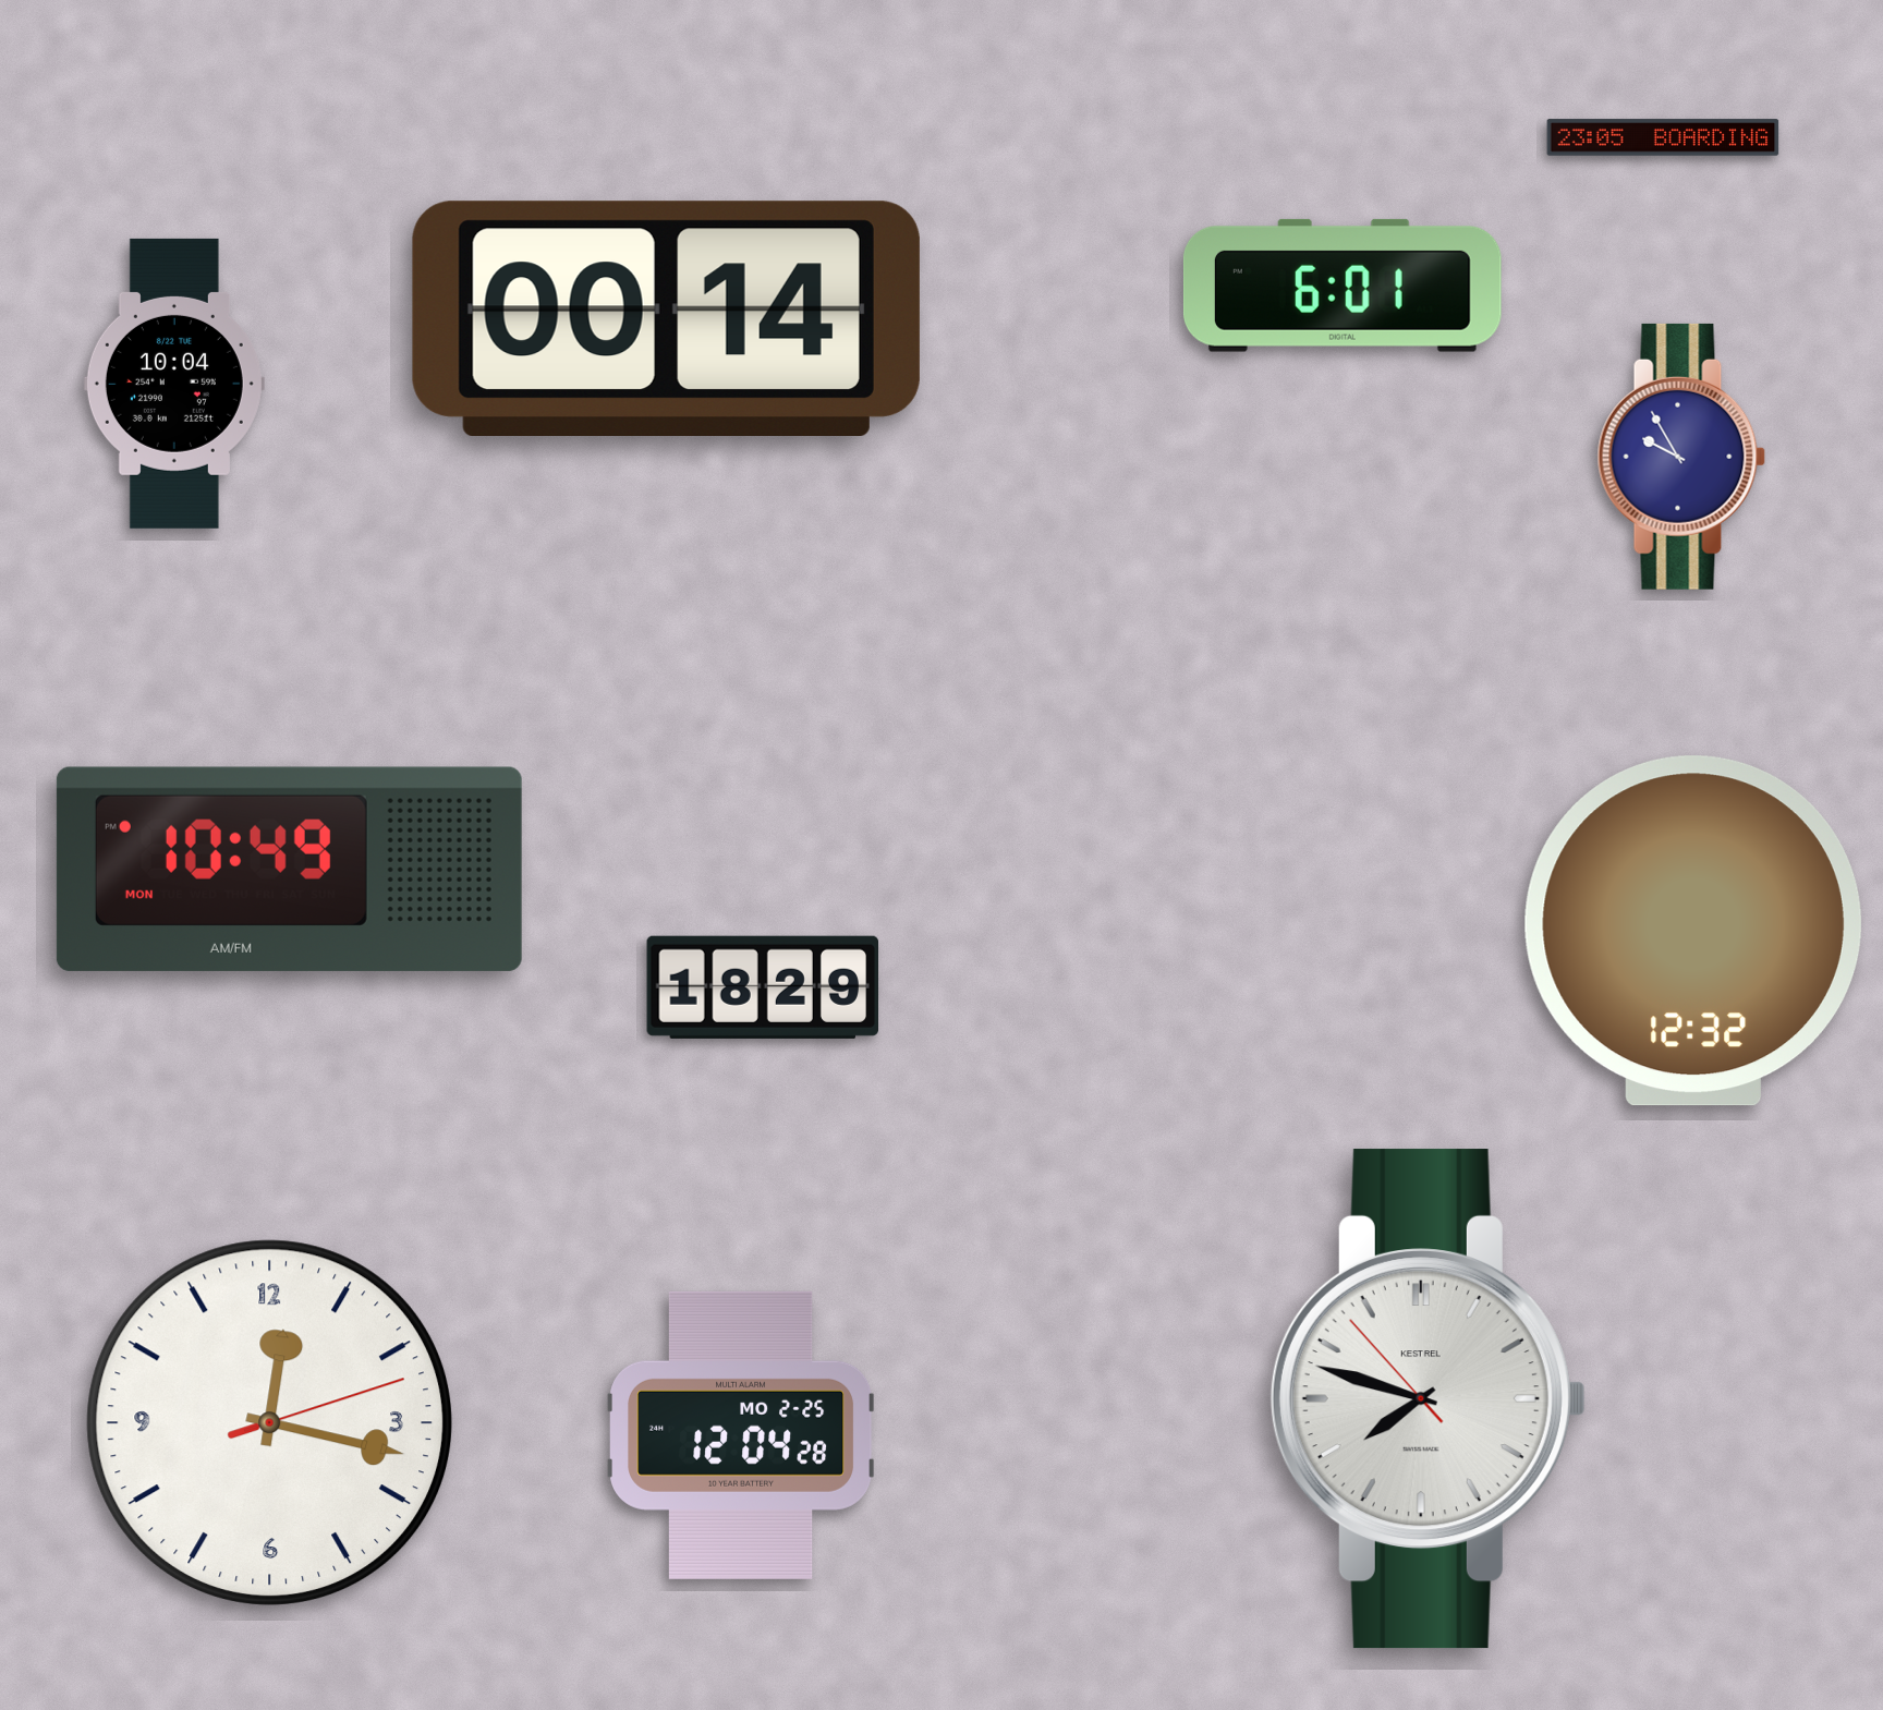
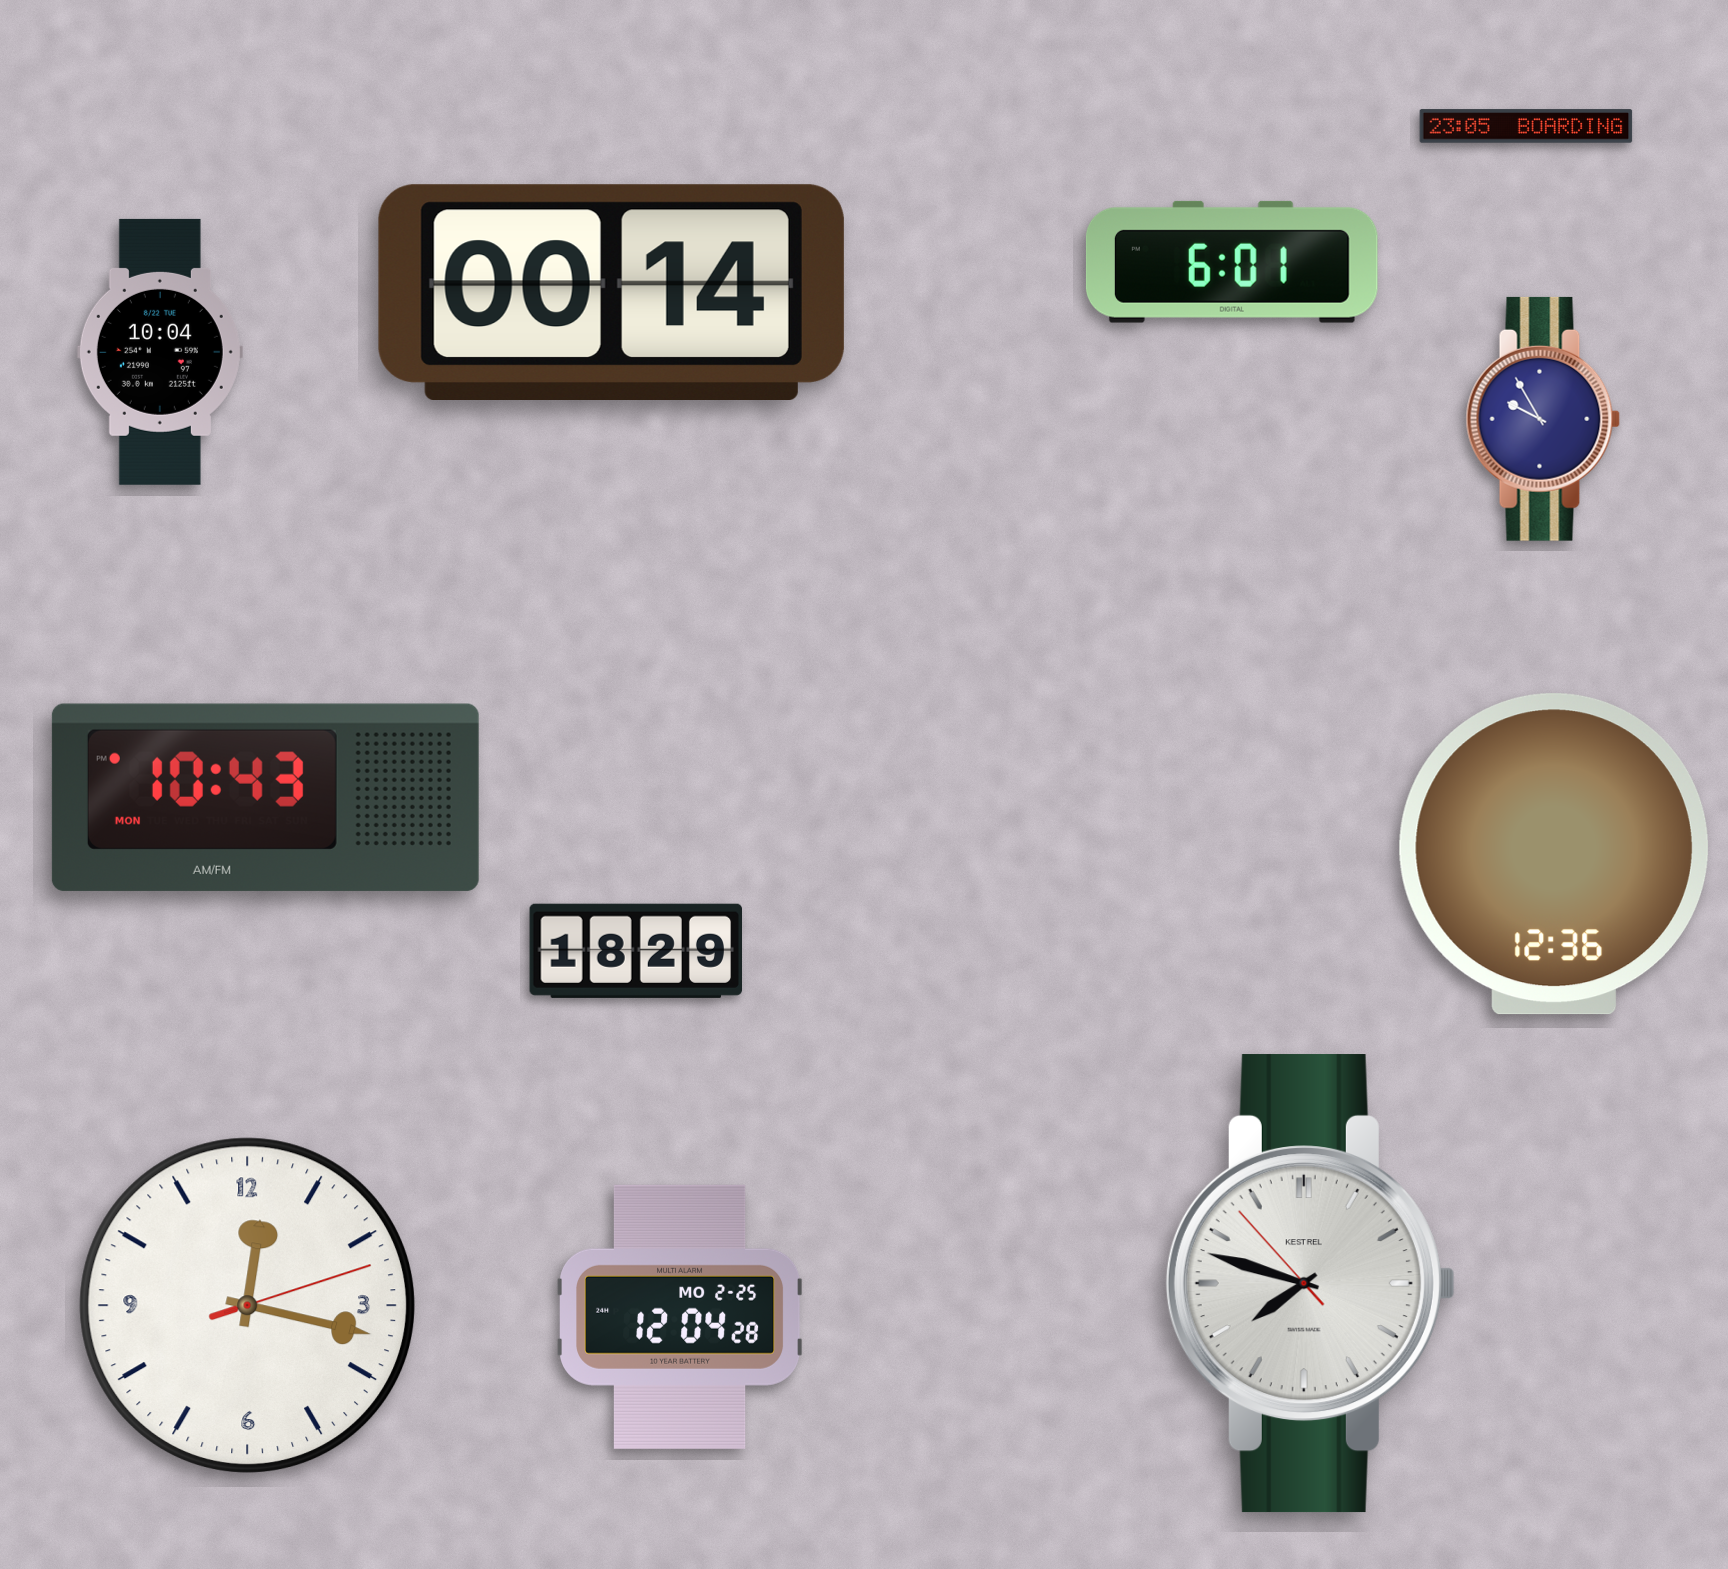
clock at (289, 869): 10:49 -> 10:43
clock at (1693, 931): 12:32 -> 12:36
clock at (763, 987) position: (763, 987) -> (636, 951)
